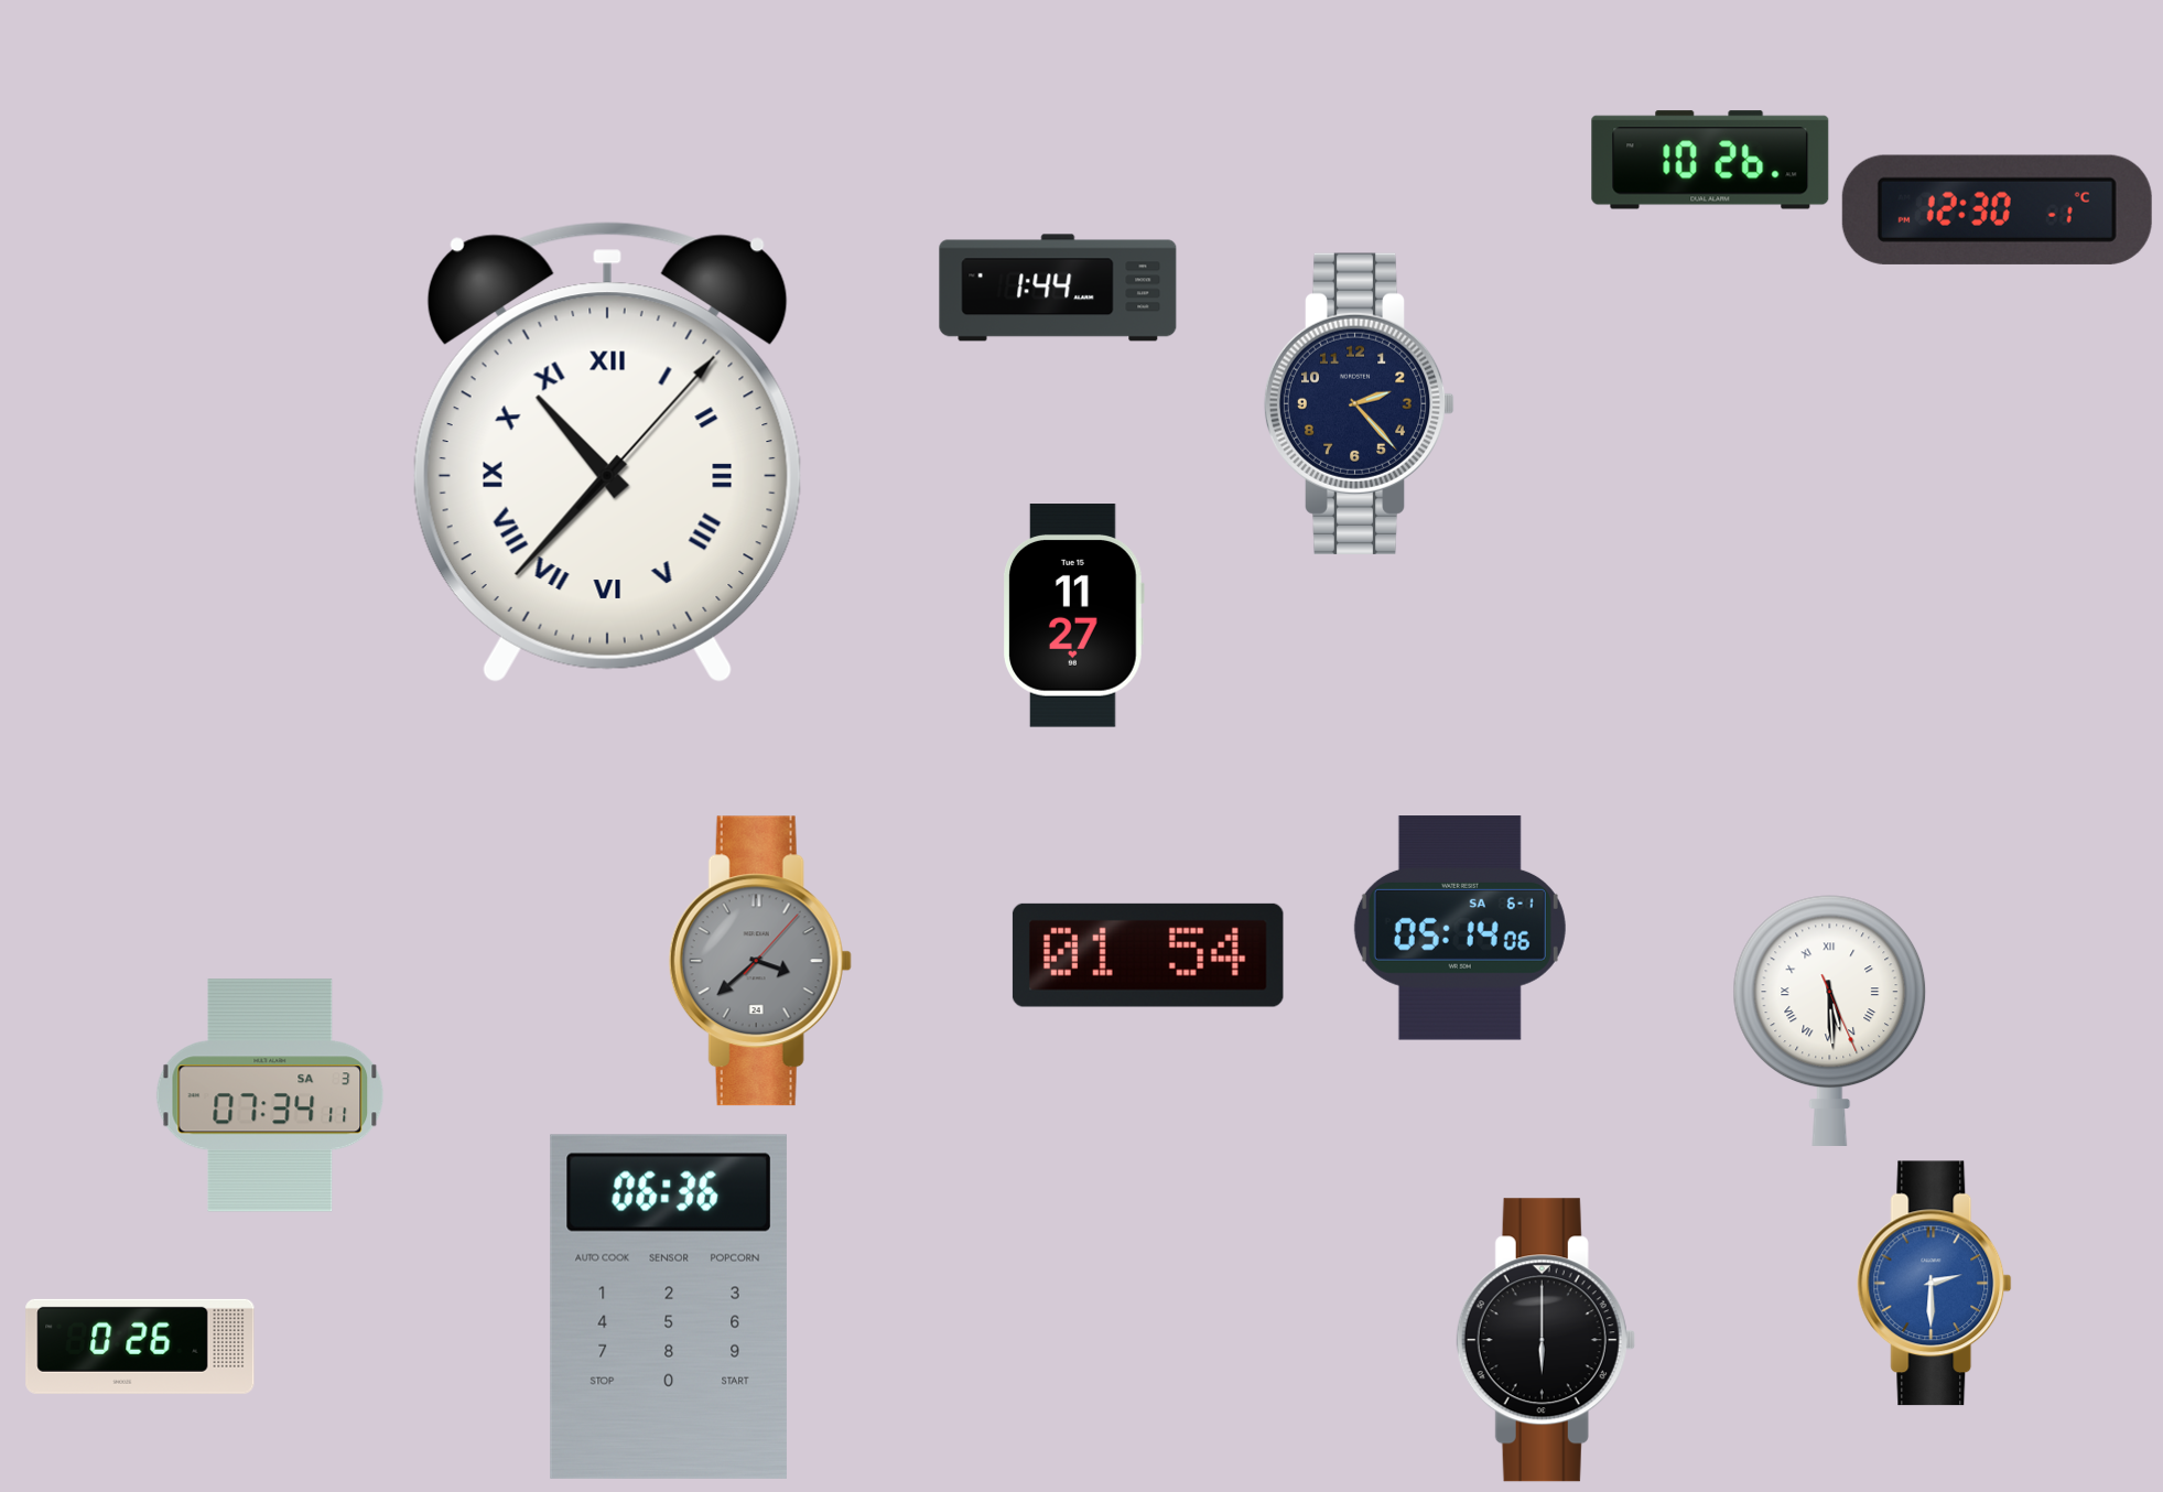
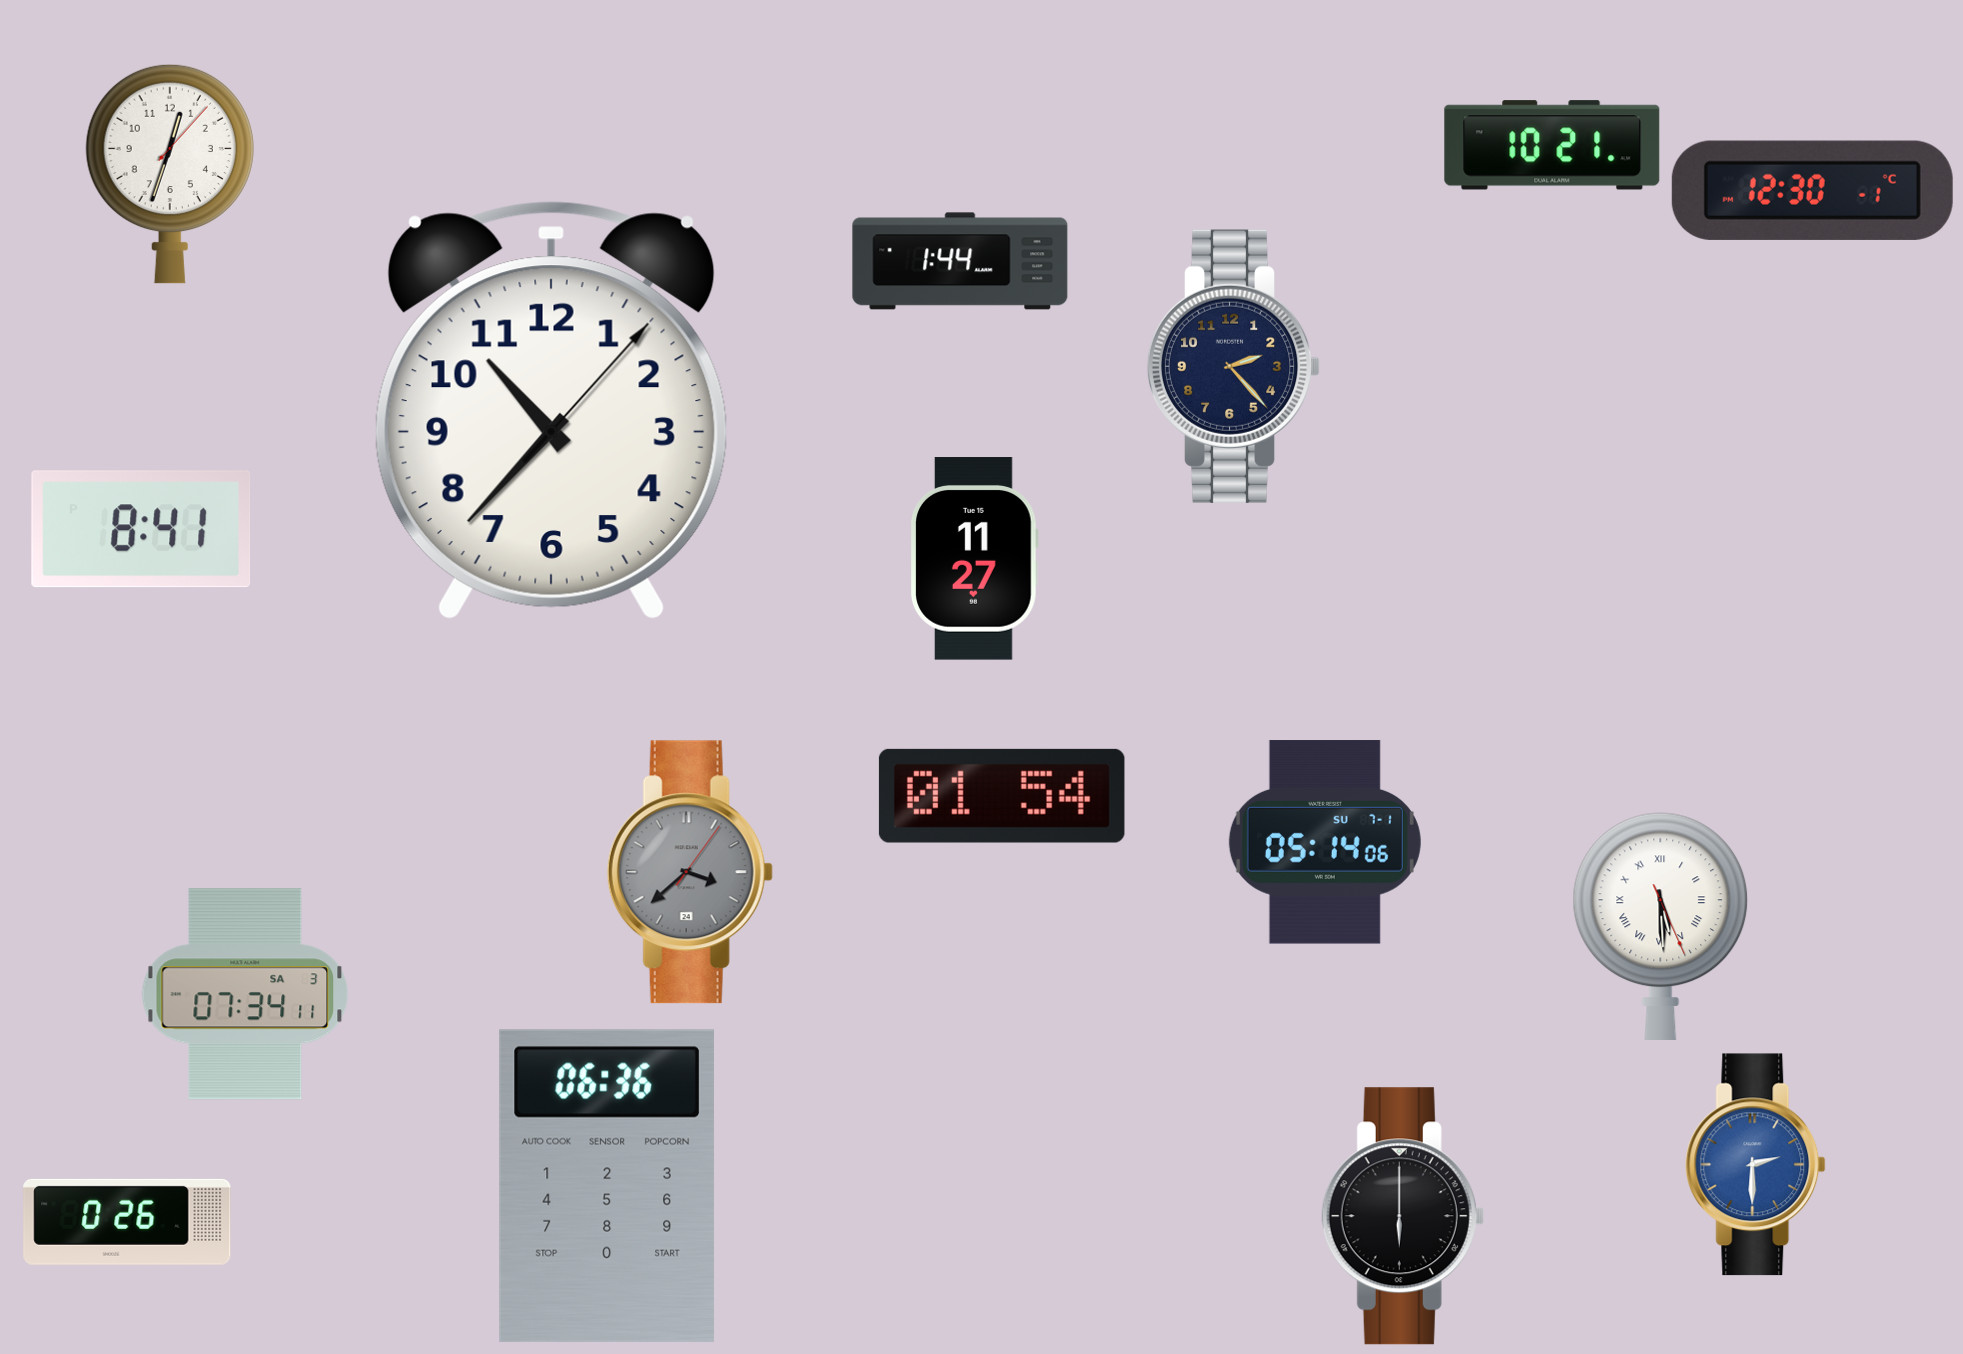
clock at (1710, 160): 10:26 -> 10:21
clock at (170, 174): none -> 12:33
clock at (607, 452) numerals: Roman -> Arabic
clock at (141, 529): none -> 8:41
clock at (1460, 928) date: SA 6-1 -> SU 7-1
clock at (1148, 955) position: (1148, 955) -> (1002, 796)
clock at (760, 961): 3:38:07 -> 3:38:06
